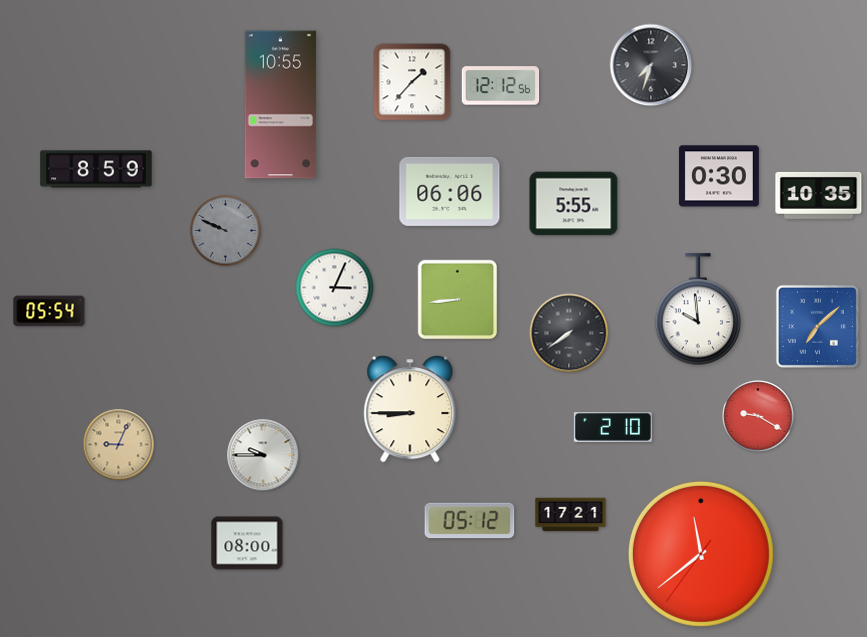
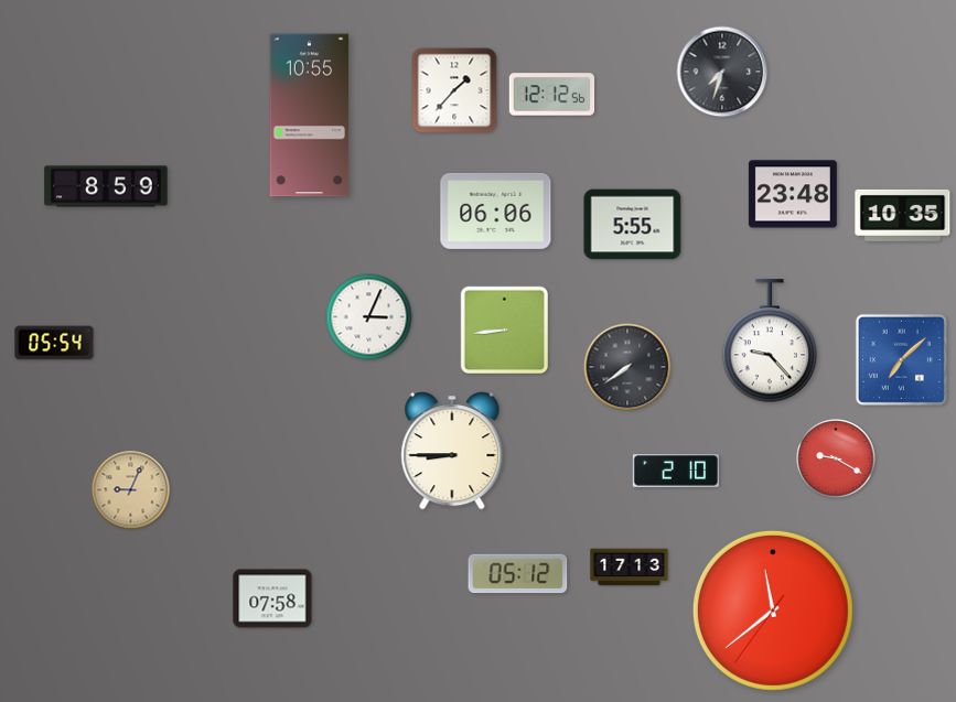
clock at (651, 65) position: (651, 65) -> (722, 72)
clock at (719, 176): 0:30 -> 23:48
clock at (226, 231): 9:49 -> none
clock at (698, 310): 9:59 -> 9:23
clock at (263, 455): 9:45 -> none
clock at (571, 515): 17:21 -> 17:13
clock at (247, 543): 08:00 -> 07:58
